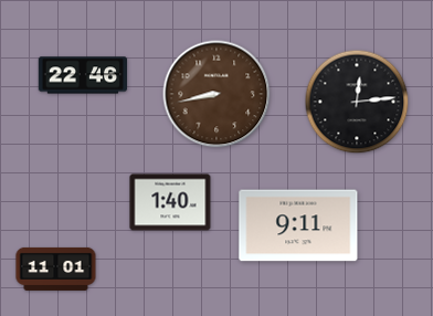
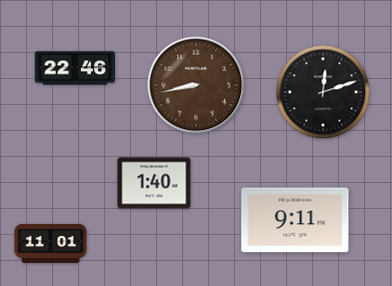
clock at (357, 102): 12:14 -> 12:12
clock at (298, 225) position: (298, 225) -> (295, 220)
